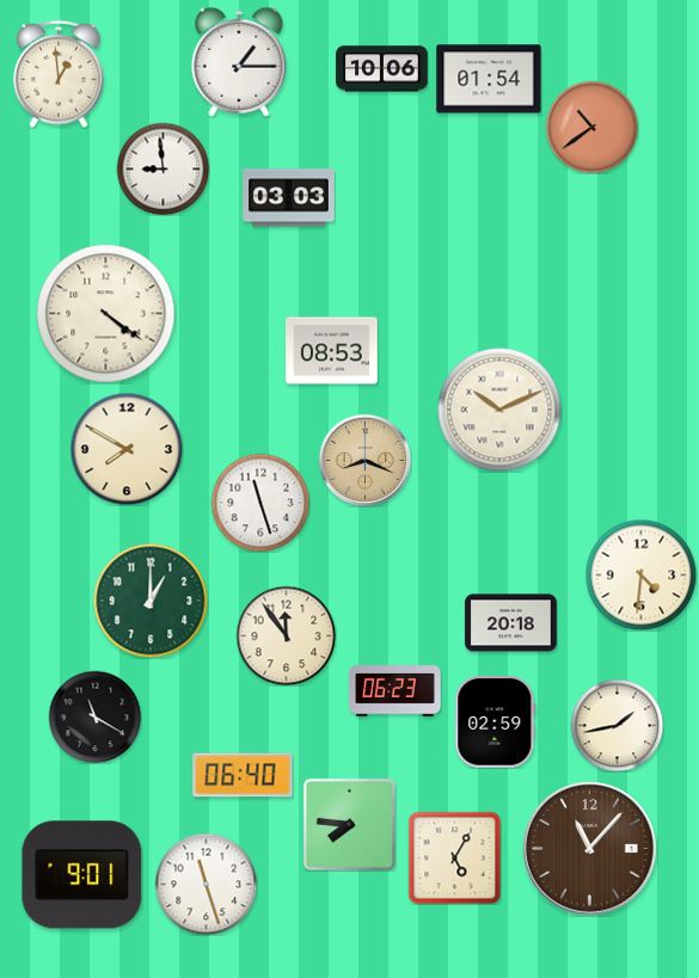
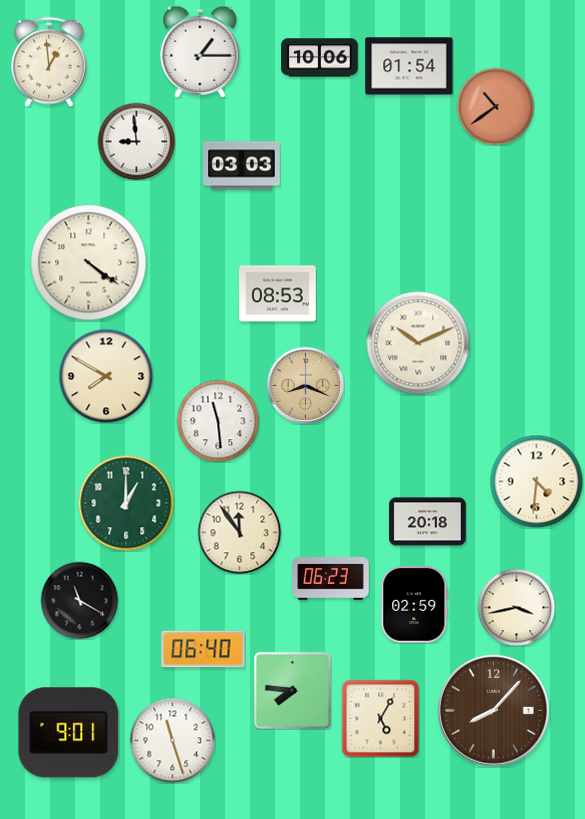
clock at (260, 503): 11:27 -> 11:29
clock at (617, 725): 1:43 -> 3:43
clock at (590, 849): 11:07 -> 8:07
